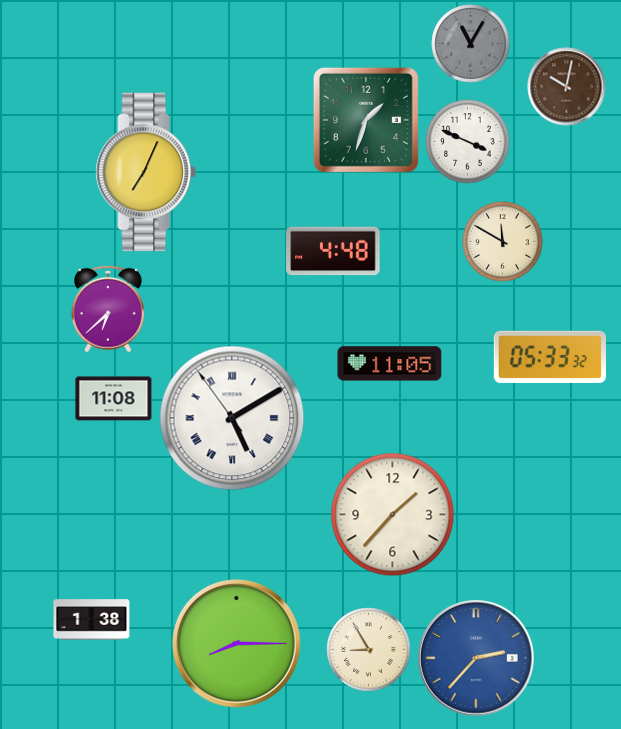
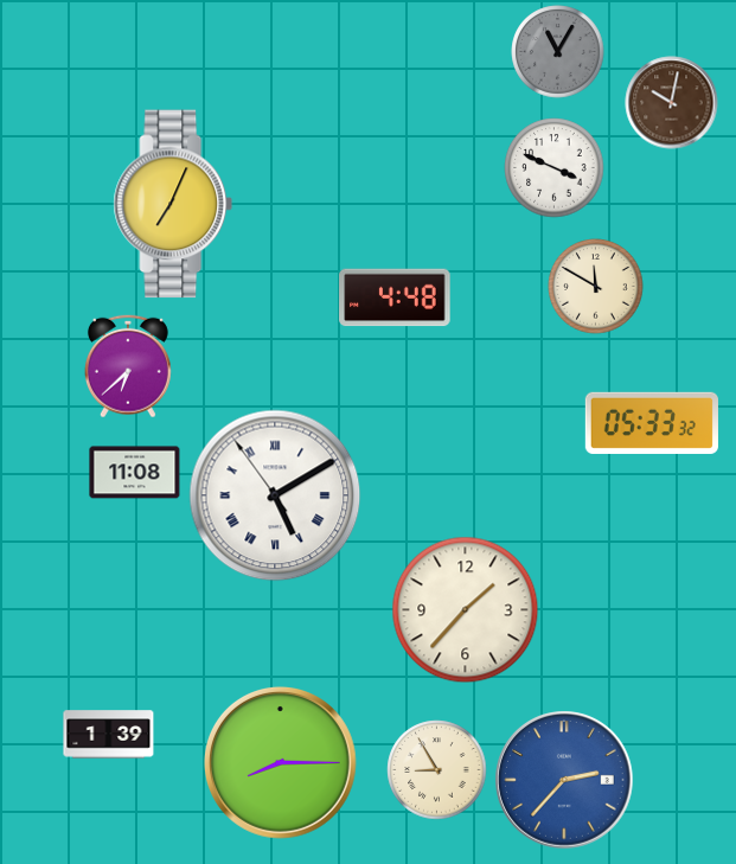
clock at (366, 120): 1:33 -> none
clock at (390, 364): 11:05 -> none
clock at (92, 620): 1:38 -> 1:39
